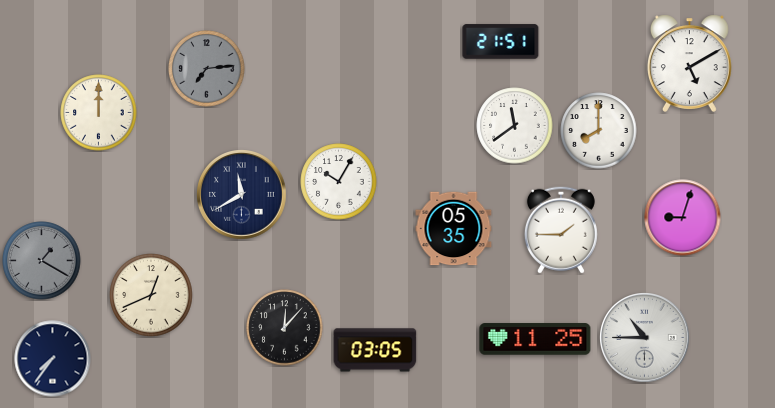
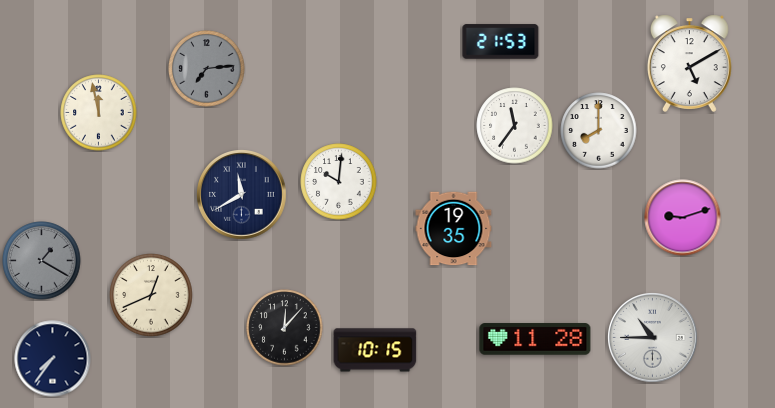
clock at (501, 42): 21:51 -> 21:53
clock at (99, 113): 12:00 -> 11:58
clock at (515, 126): 11:39 -> 11:36
clock at (339, 182): 10:05 -> 10:01
clock at (683, 218): 9:03 -> 9:12
clock at (454, 229): 05:35 -> 19:35
clock at (561, 230): 1:45 -> none
clock at (645, 338) position: (645, 338) -> (653, 338)
clock at (535, 339): 11:25 -> 11:28
clock at (375, 350): 03:05 -> 10:15
